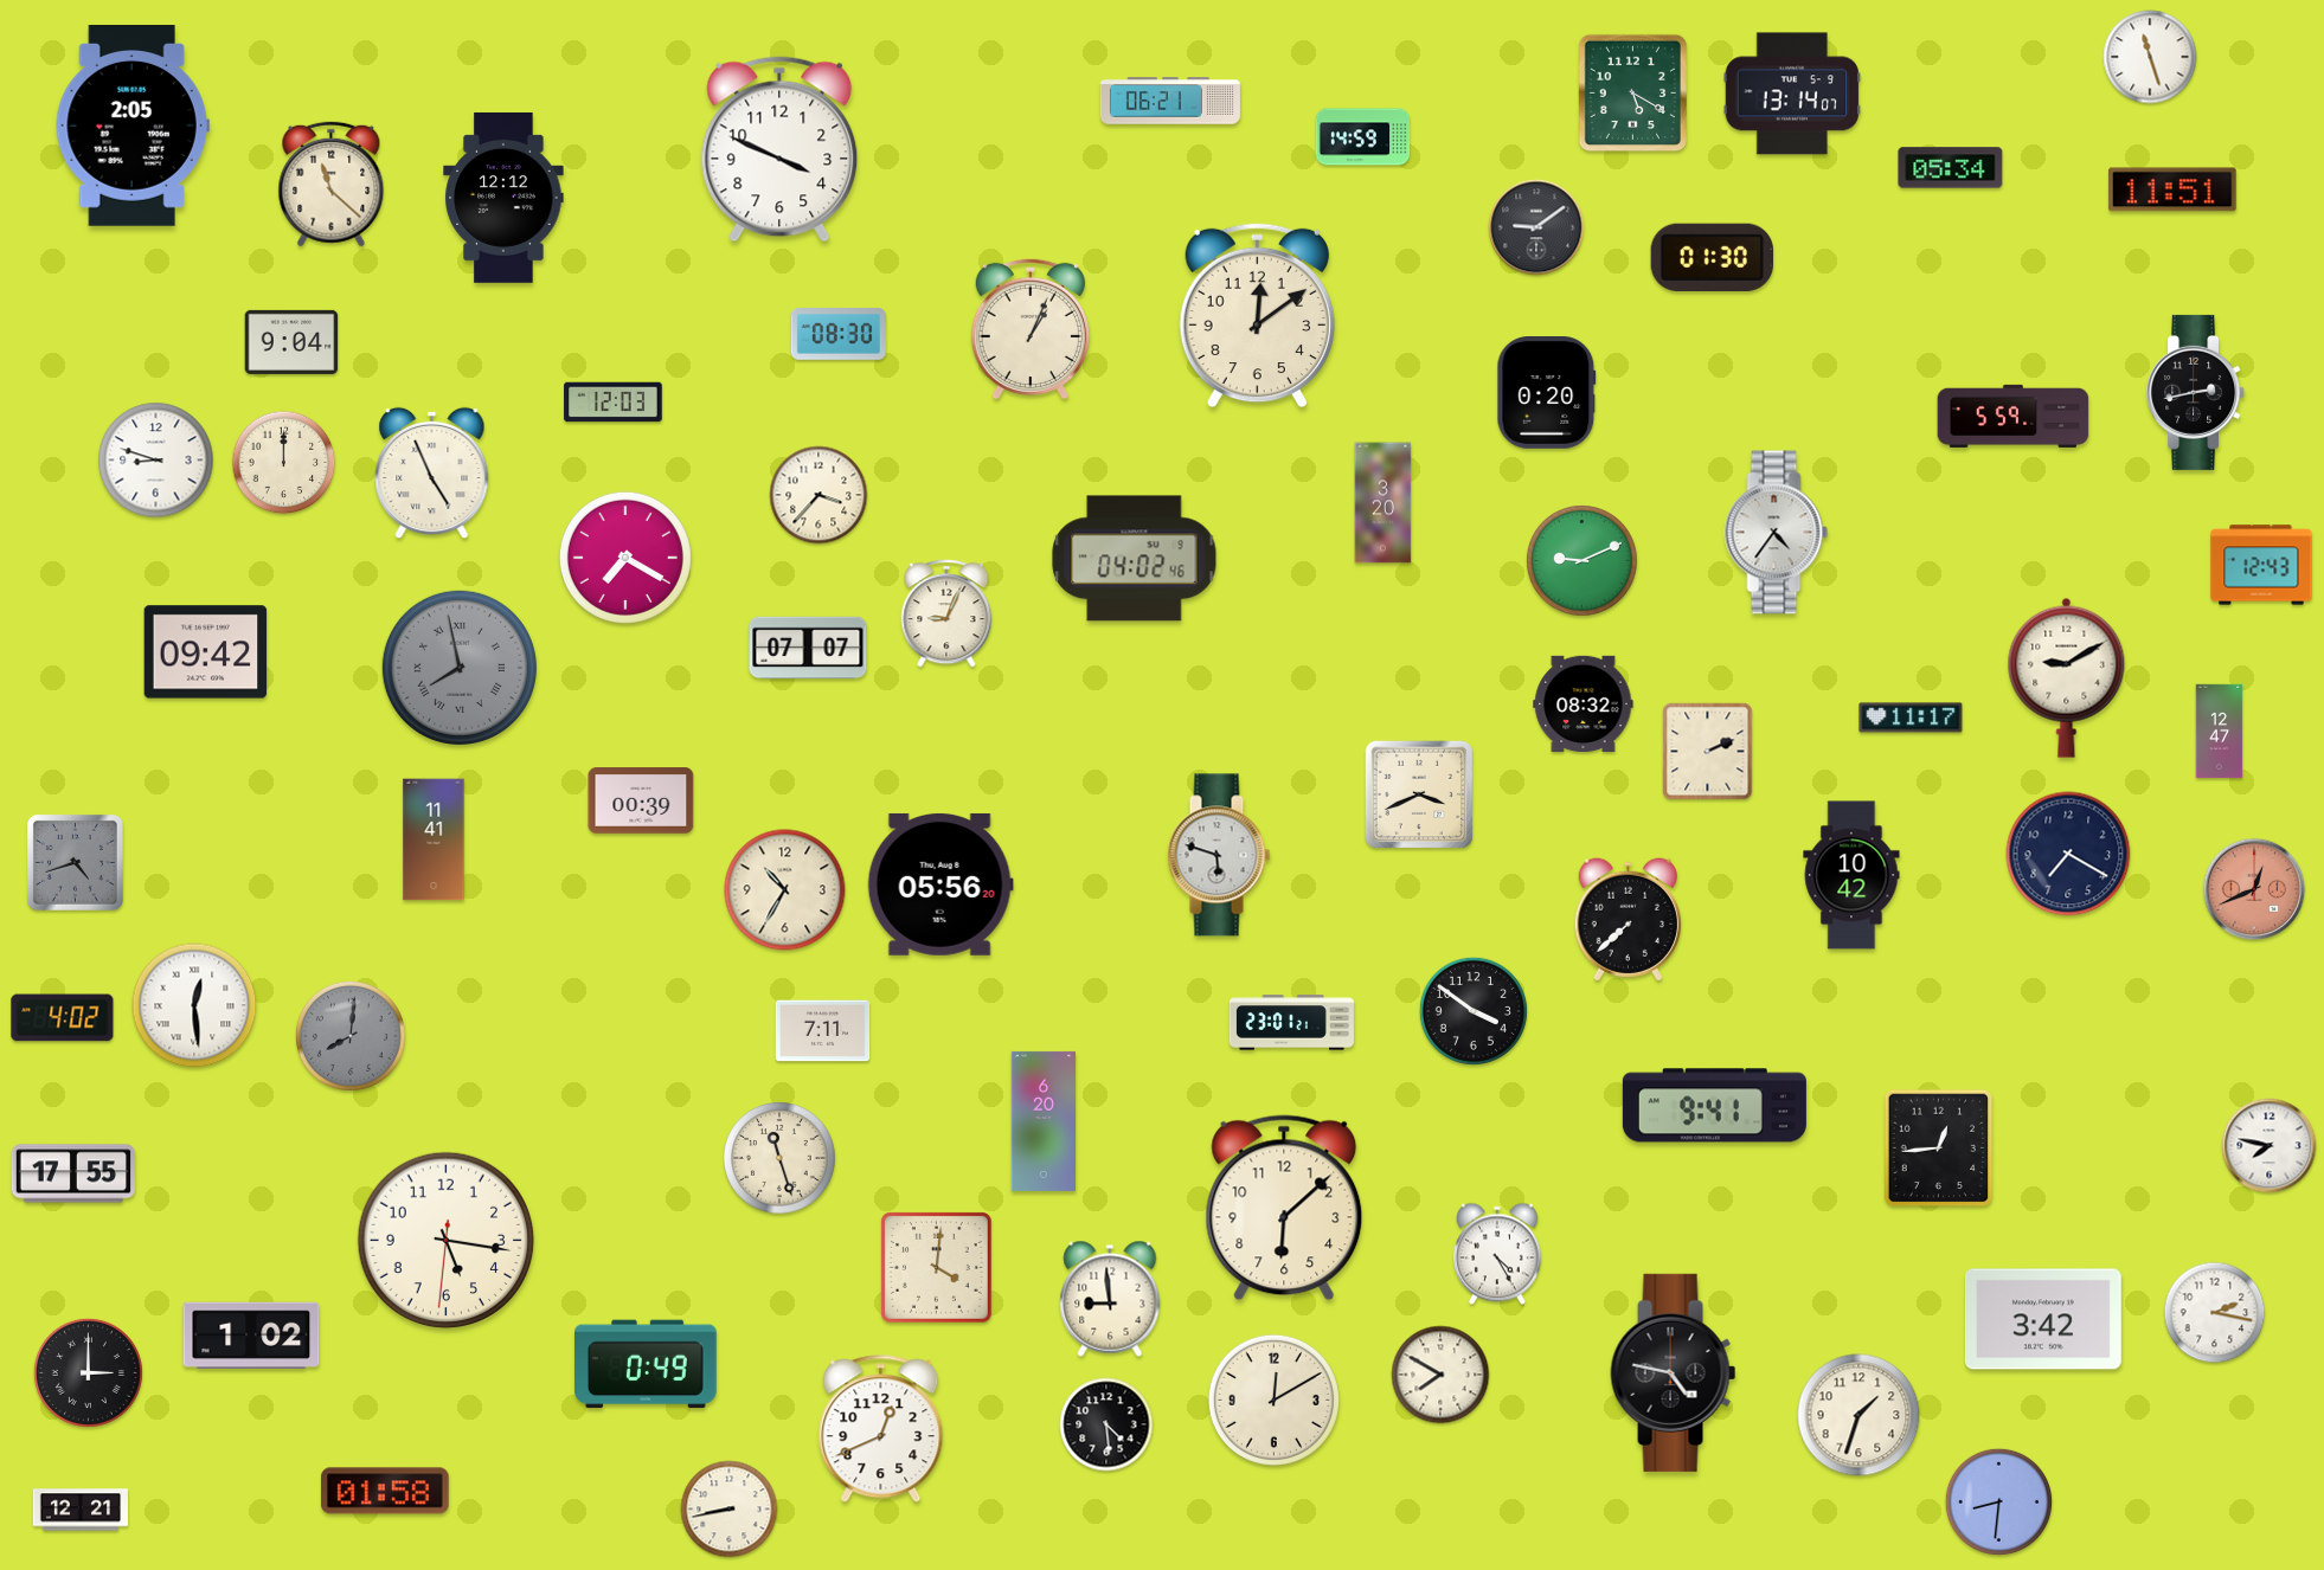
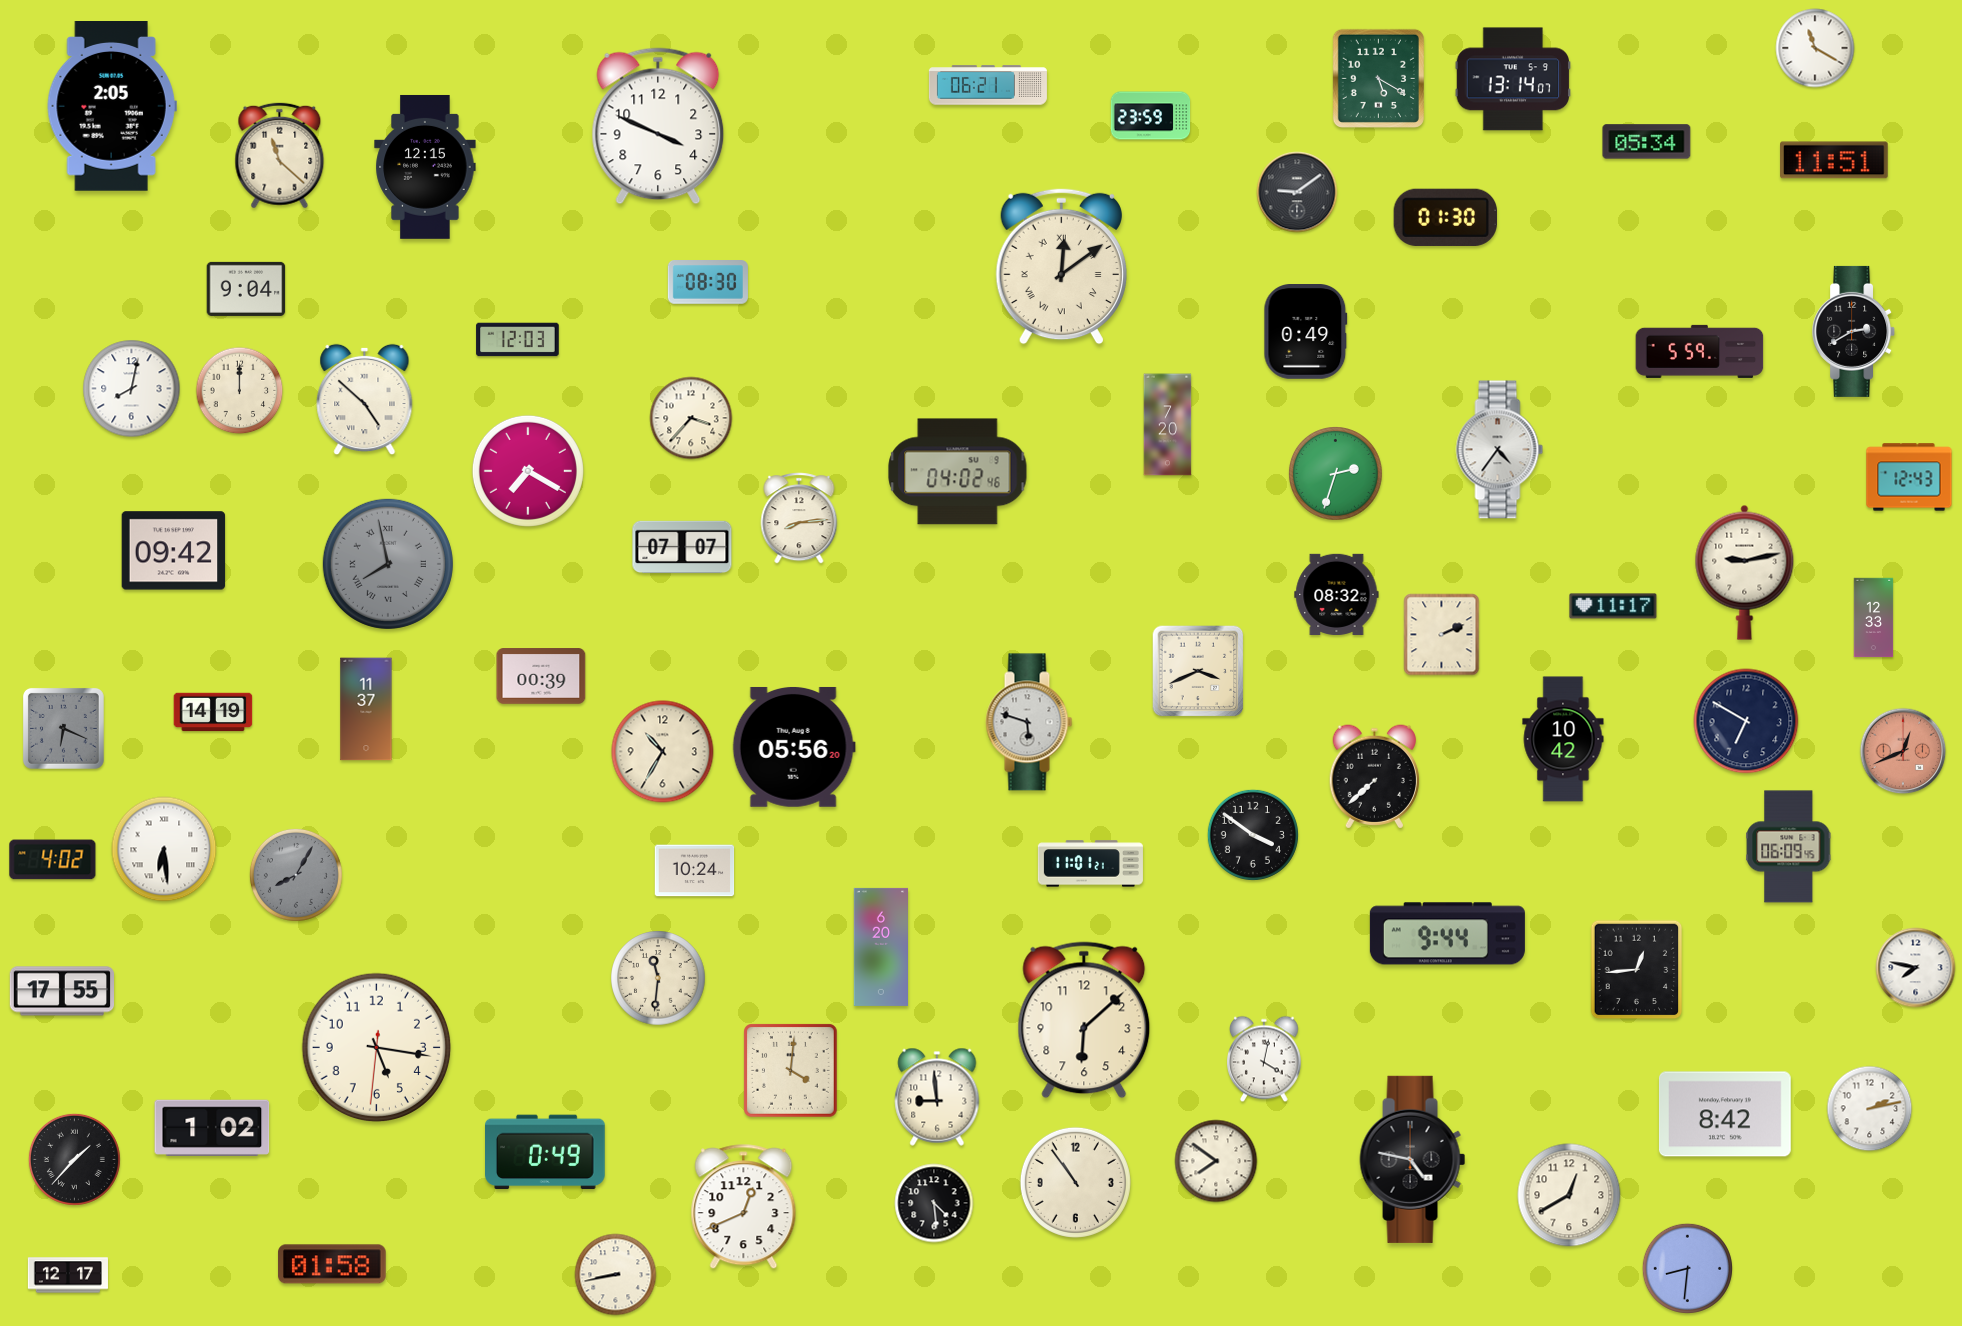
clock at (2150, 57): 11:27 -> 11:20
clock at (1363, 137): 14:59 -> 23:59
clock at (503, 198): 12:12 -> 12:15
clock at (1257, 316) numerals: Arabic -> Roman
clock at (1031, 329): 1:04 -> none
clock at (2196, 392): 2:43 -> 2:40
clock at (1547, 393): 0:20 -> 0:49
clock at (156, 461): 8:48 -> 8:02
clock at (432, 474): 4:56 -> 4:52
clock at (1384, 503): 3:20 -> 7:20
clock at (1582, 561): 9:11 -> 2:33
clock at (946, 613): 9:04 -> 8:14
clock at (2067, 677): 9:10 -> 9:13
clock at (2220, 732): 12:47 -> 12:33
clock at (434, 839): 11:41 -> 11:37
clock at (213, 712): none -> 14:19
clock at (2068, 854): 7:20 -> 6:50
clock at (75, 862): 4:42 -> 6:19
clock at (1789, 847): none -> 06:09
clock at (194, 1005): 12:29 -> 6:29
clock at (1474, 1011) position: (1474, 1011) -> (1253, 835)
clock at (1291, 1023): 23:01 -> 11:01
clock at (823, 1031): 7:11 -> 10:24
clock at (351, 1036): 8:01 -> 8:05
clock at (1714, 1106): 9:41 -> 9:44
clock at (779, 1158): 11:27 -> 11:31
clock at (1498, 1254): 4:25 -> 4:02
clock at (2215, 1313): 2:17 -> 2:13
clock at (2043, 1319): 3:42 -> 8:42
clock at (88, 1372): 3:00 -> 1:37
clock at (1440, 1375): 7:50 -> 7:51
clock at (1273, 1400): 12:10 -> 10:54
clock at (1858, 1415): 1:33 -> 12:40
clock at (385, 1491) position: (385, 1491) -> (332, 1264)
clock at (81, 1510): 12:21 -> 12:17
